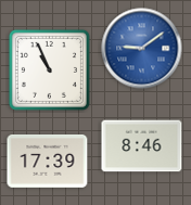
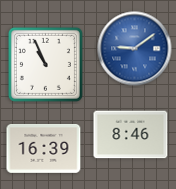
clock at (142, 49) position: (142, 49) -> (135, 49)
clock at (48, 161): 17:39 -> 16:39
